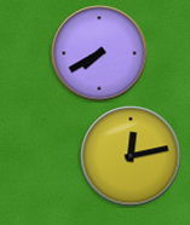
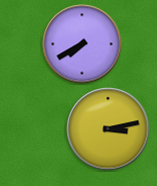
clock at (131, 156): 12:13 -> 3:13
